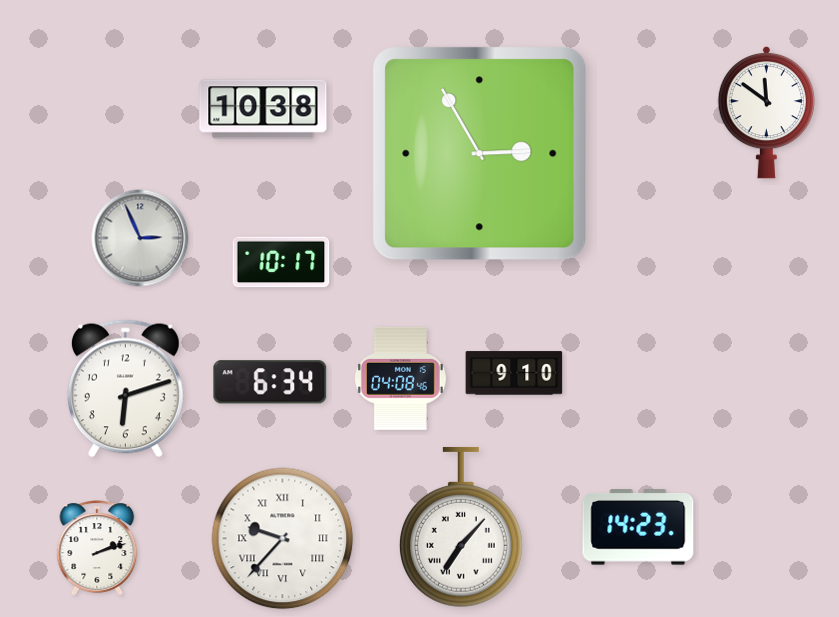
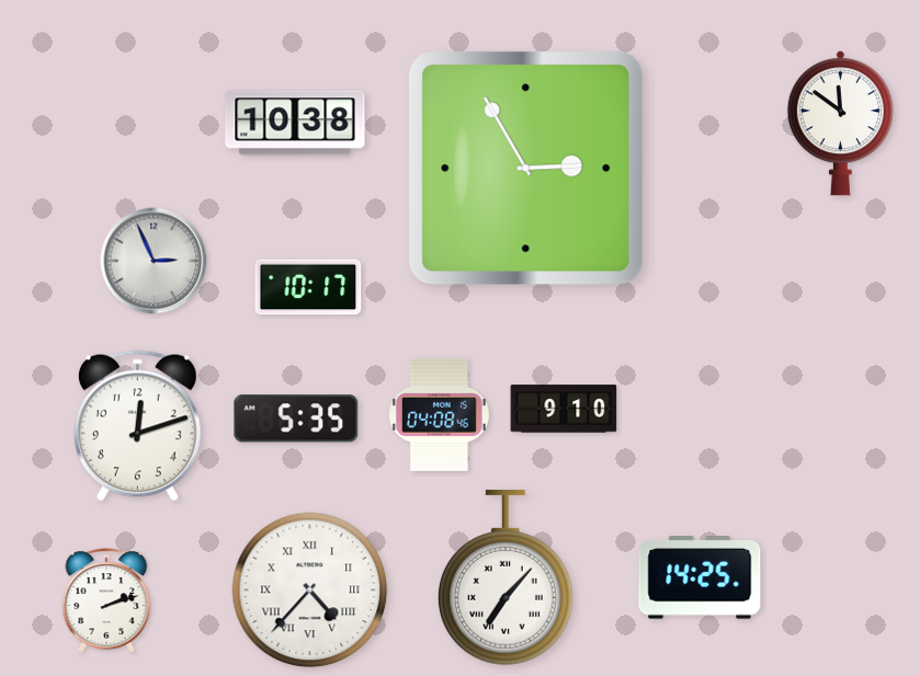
clock at (263, 109) position: (263, 109) -> (295, 123)
clock at (270, 382): 6:34 -> 5:35
clock at (125, 389): 6:12 -> 12:12
clock at (638, 527): 14:23 -> 14:25
clock at (283, 539): 9:37 -> 4:37
